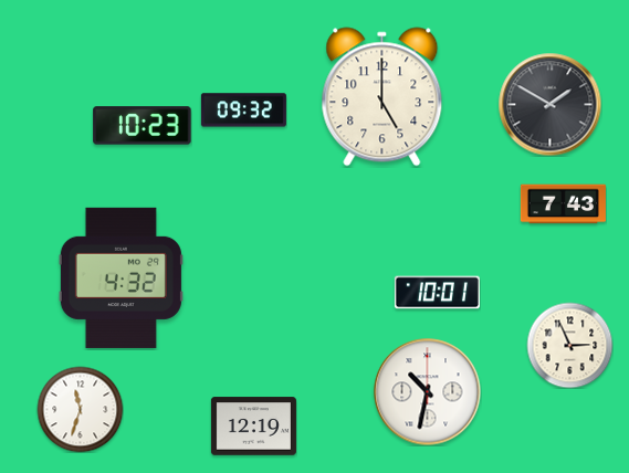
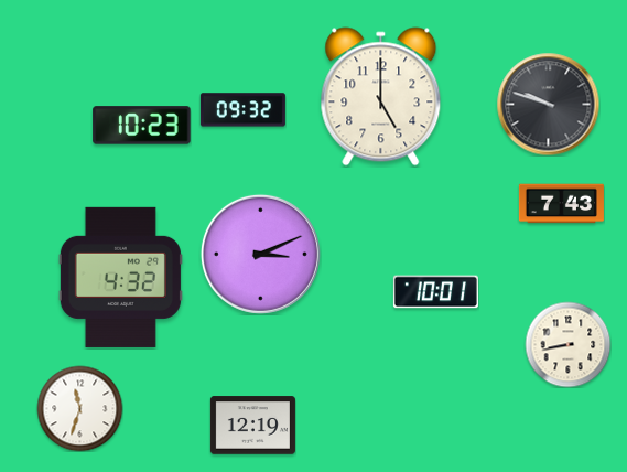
clock at (549, 104): 1:50 -> 9:48
clock at (260, 254): none -> 3:11
clock at (569, 345): 2:56 -> 8:43
clock at (428, 392): 10:32 -> none
